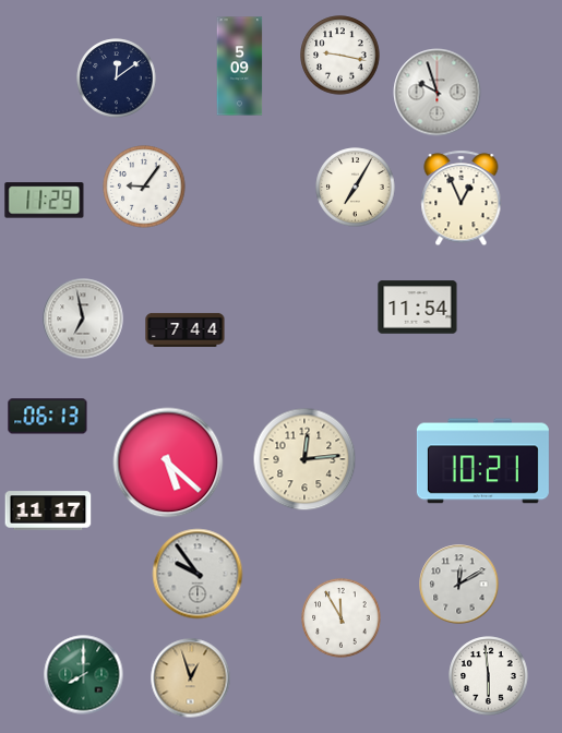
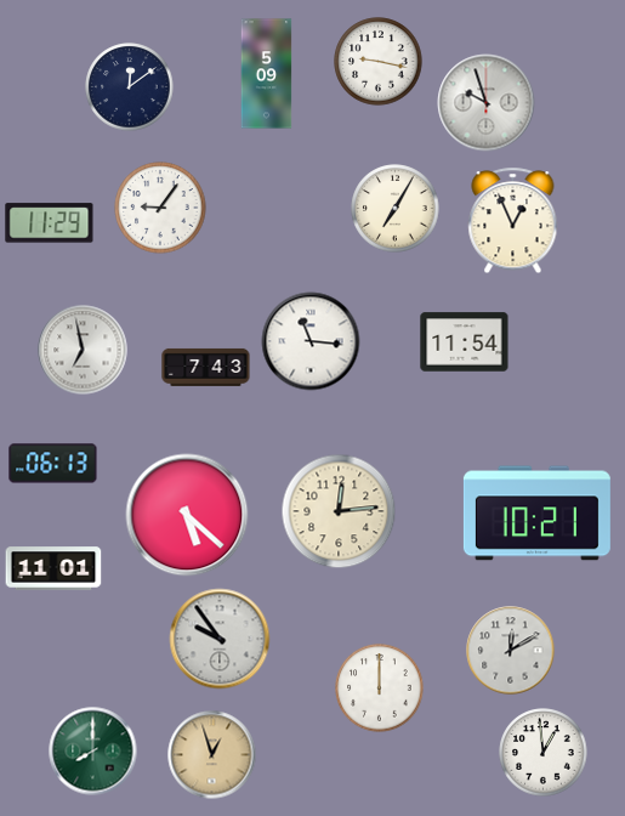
clock at (311, 341): none -> 11:16
clock at (83, 319) position: (83, 319) -> (83, 350)
clock at (186, 329): 7:44 -> 7:43
clock at (48, 510): 11:17 -> 11:01
clock at (342, 618): 11:55 -> 12:00
clock at (489, 676): 5:59 -> 12:59
